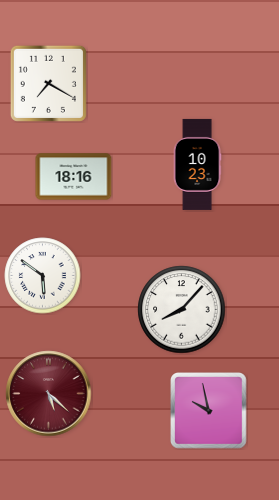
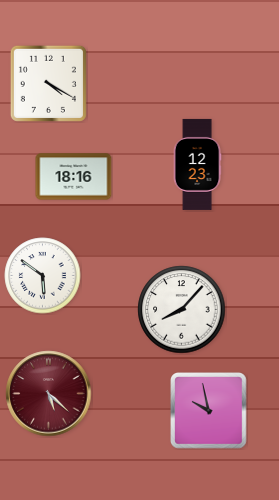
clock at (48, 83): 7:20 -> 4:20
clock at (197, 164): 10:23 -> 12:23
